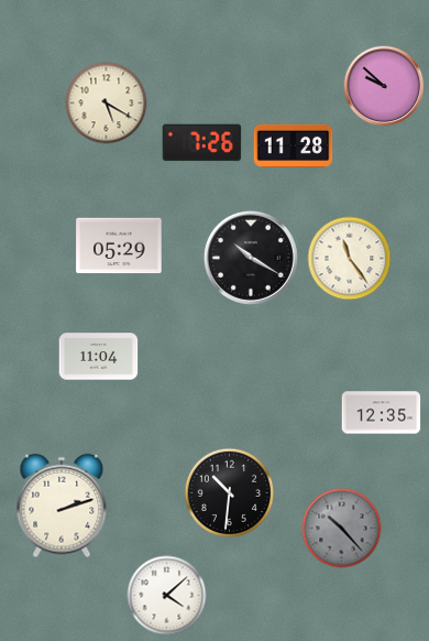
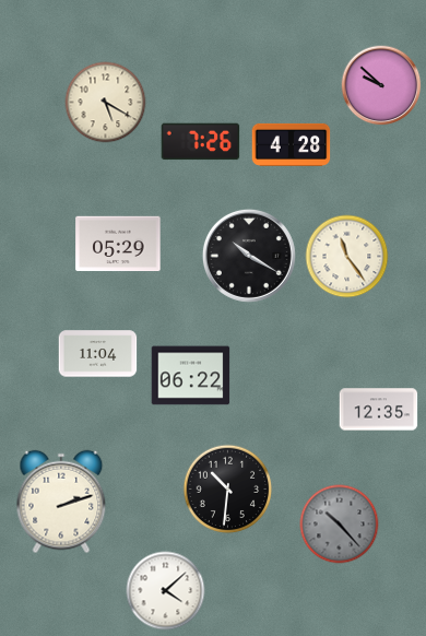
clock at (294, 145): 11:28 -> 4:28
clock at (191, 376): none -> 06:22
